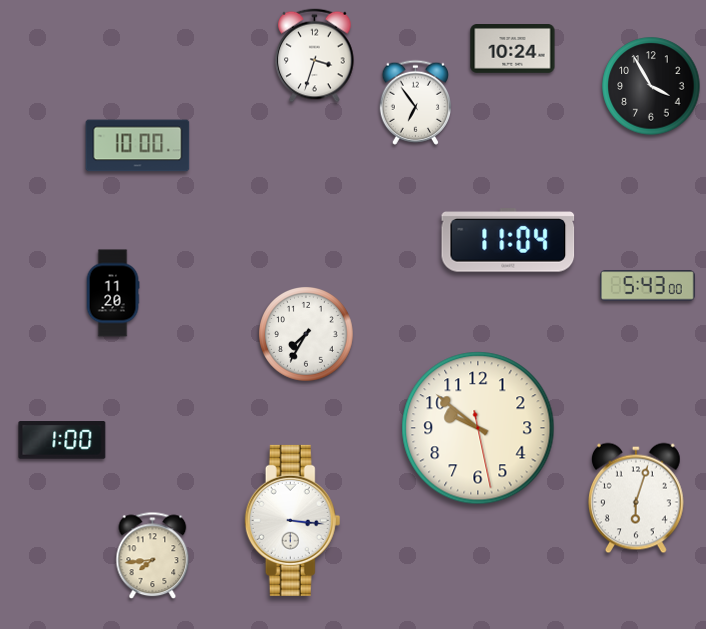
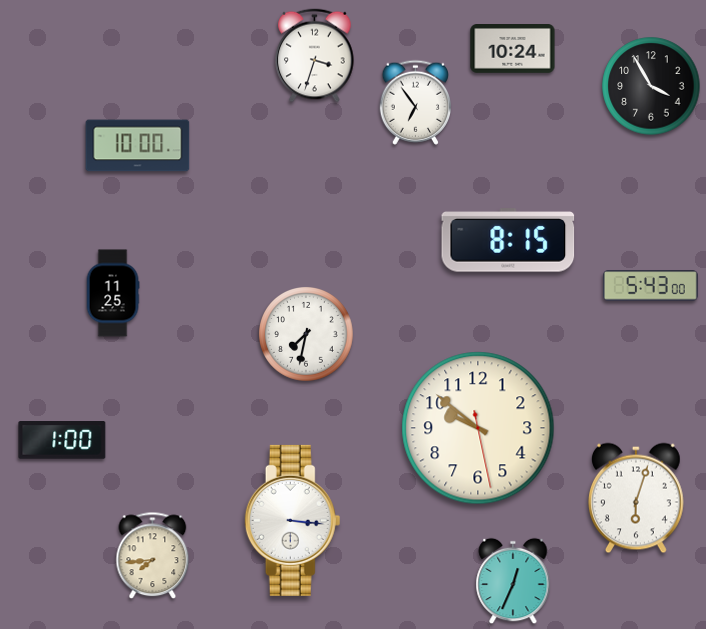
clock at (508, 240): 11:04 -> 8:15
clock at (648, 286) position: (648, 286) -> (651, 286)
clock at (113, 293): 11:20 -> 11:25
clock at (307, 335): 7:35 -> 7:32
clock at (513, 581): none -> 12:34
